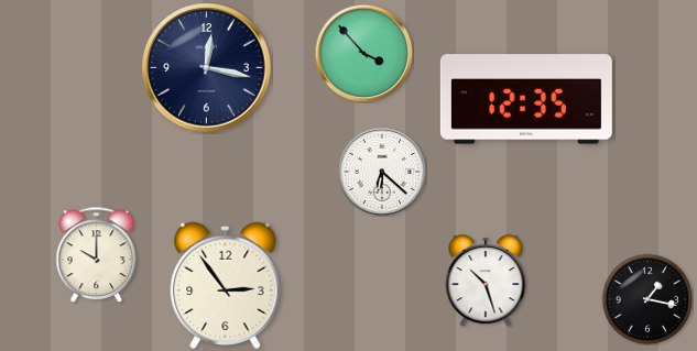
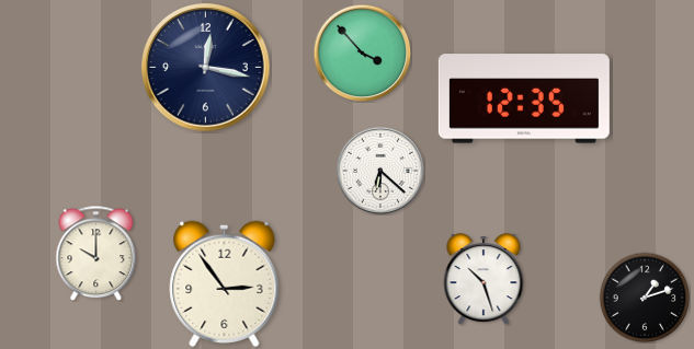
clock at (647, 299): 1:17 -> 1:12
